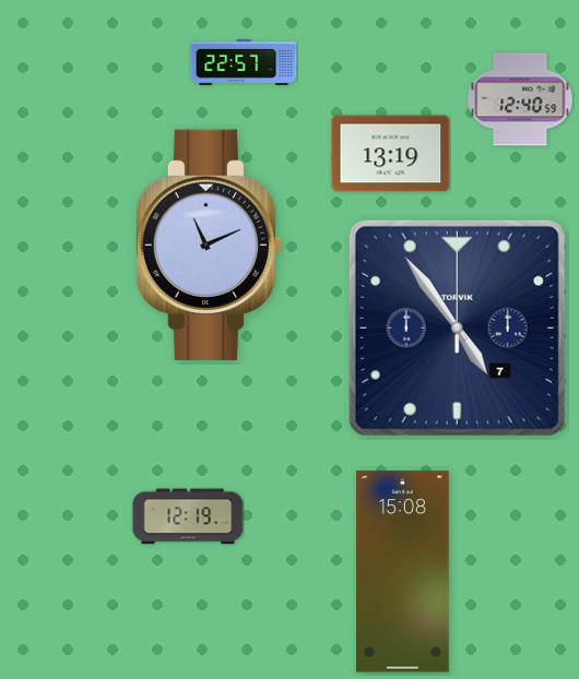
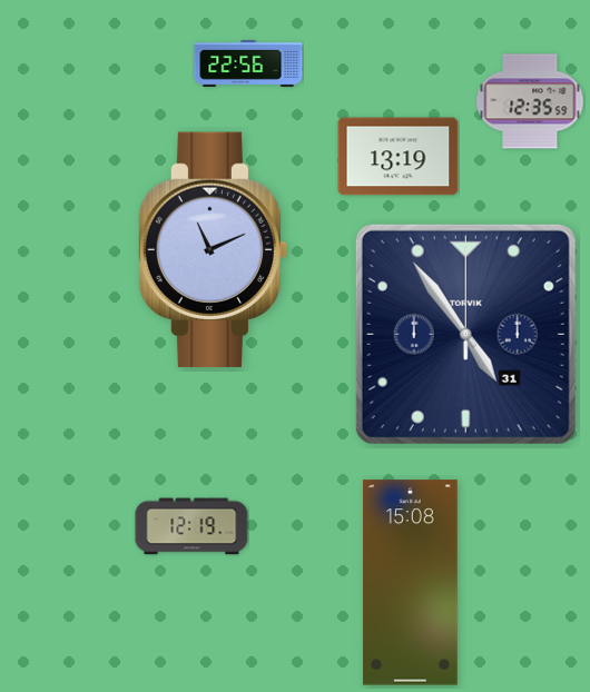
clock at (244, 62): 22:57 -> 22:56
clock at (520, 99): 12:40 -> 12:35
clock at (457, 327) date: 7 -> 31
